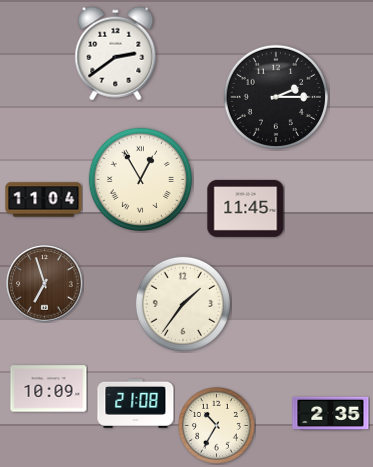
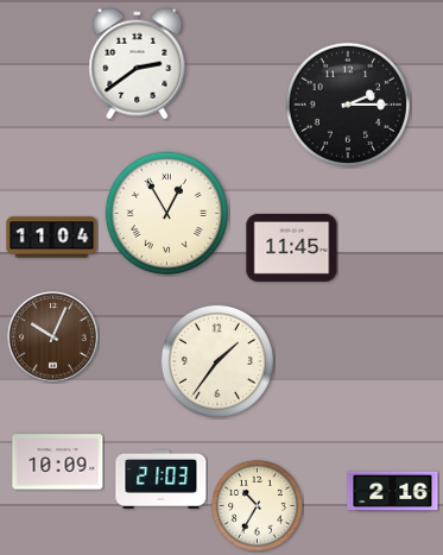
clock at (276, 97) position: (276, 97) -> (348, 105)
clock at (45, 284): 6:57 -> 10:04
clock at (136, 403): 21:08 -> 21:03
clock at (331, 414): 2:35 -> 2:16
